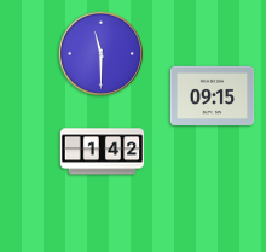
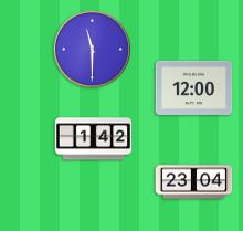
clock at (213, 95): 09:15 -> 12:00
clock at (194, 182): none -> 23:04
